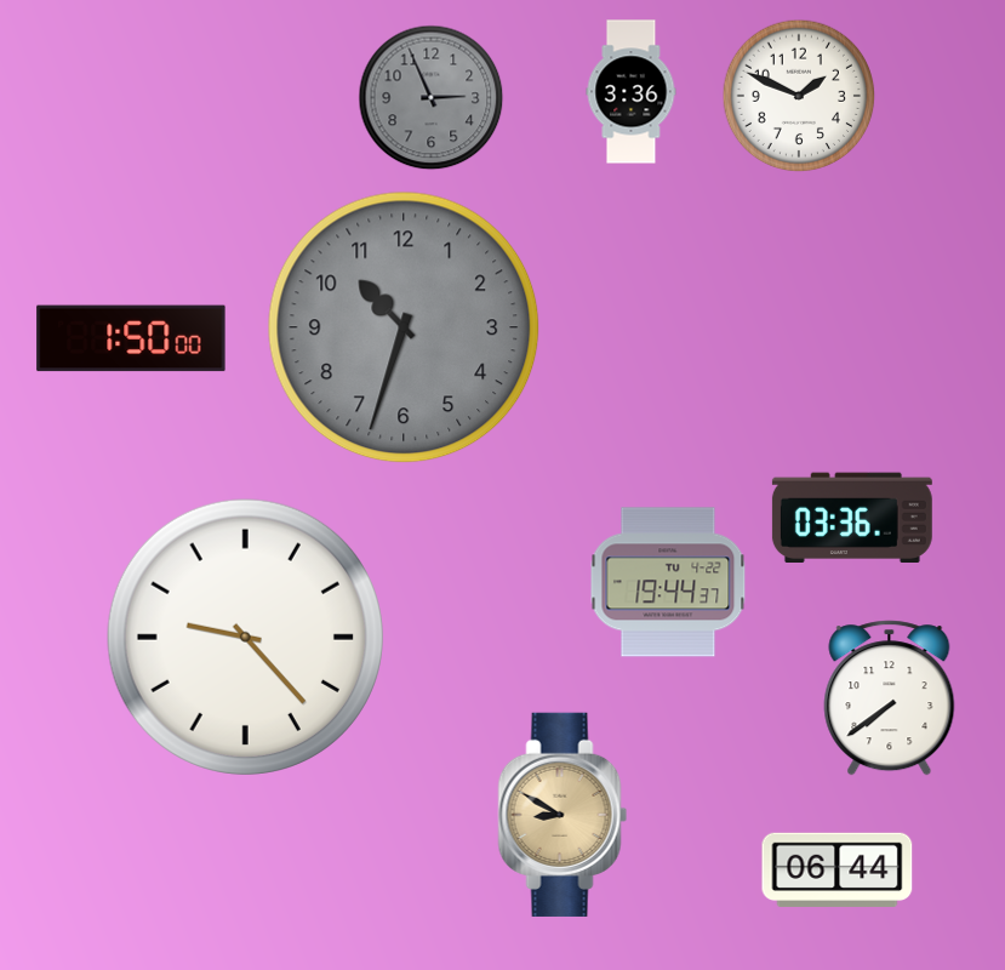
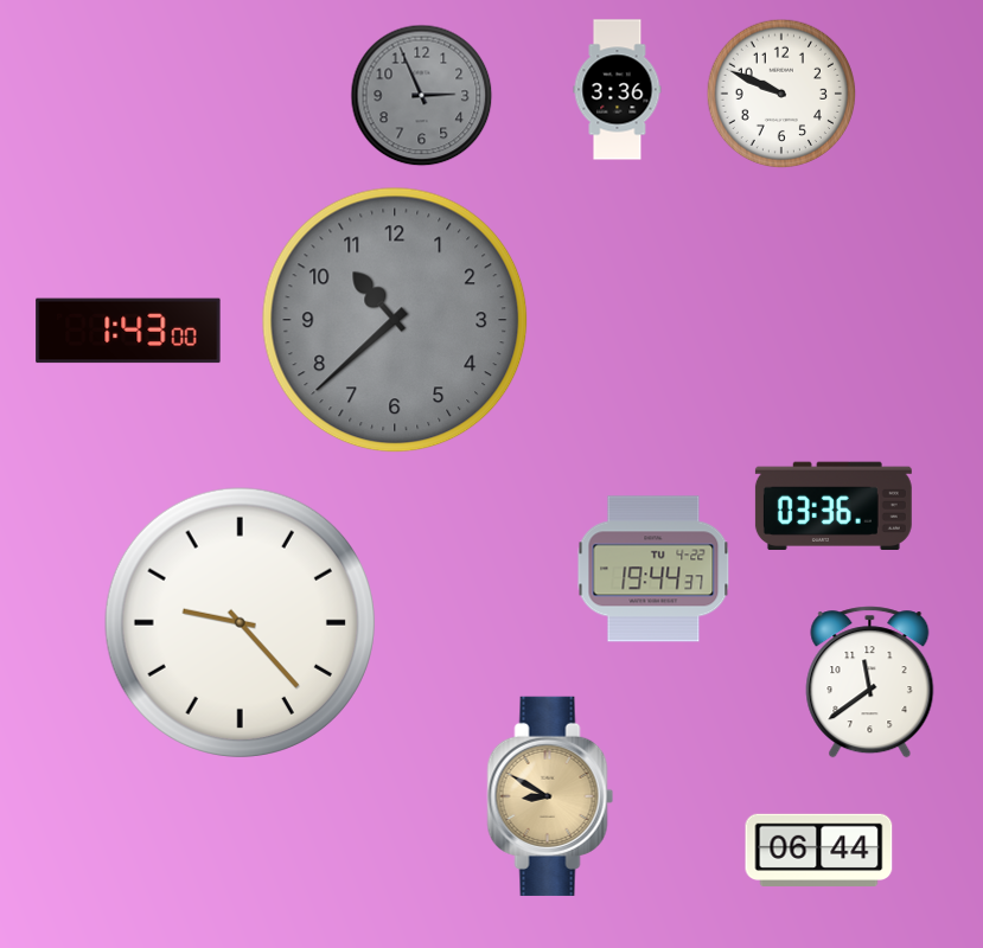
clock at (799, 96): 1:49 -> 9:49
clock at (404, 327): 10:33 -> 10:38
clock at (131, 338): 1:50 -> 1:43
clock at (890, 698): 7:39 -> 11:39
